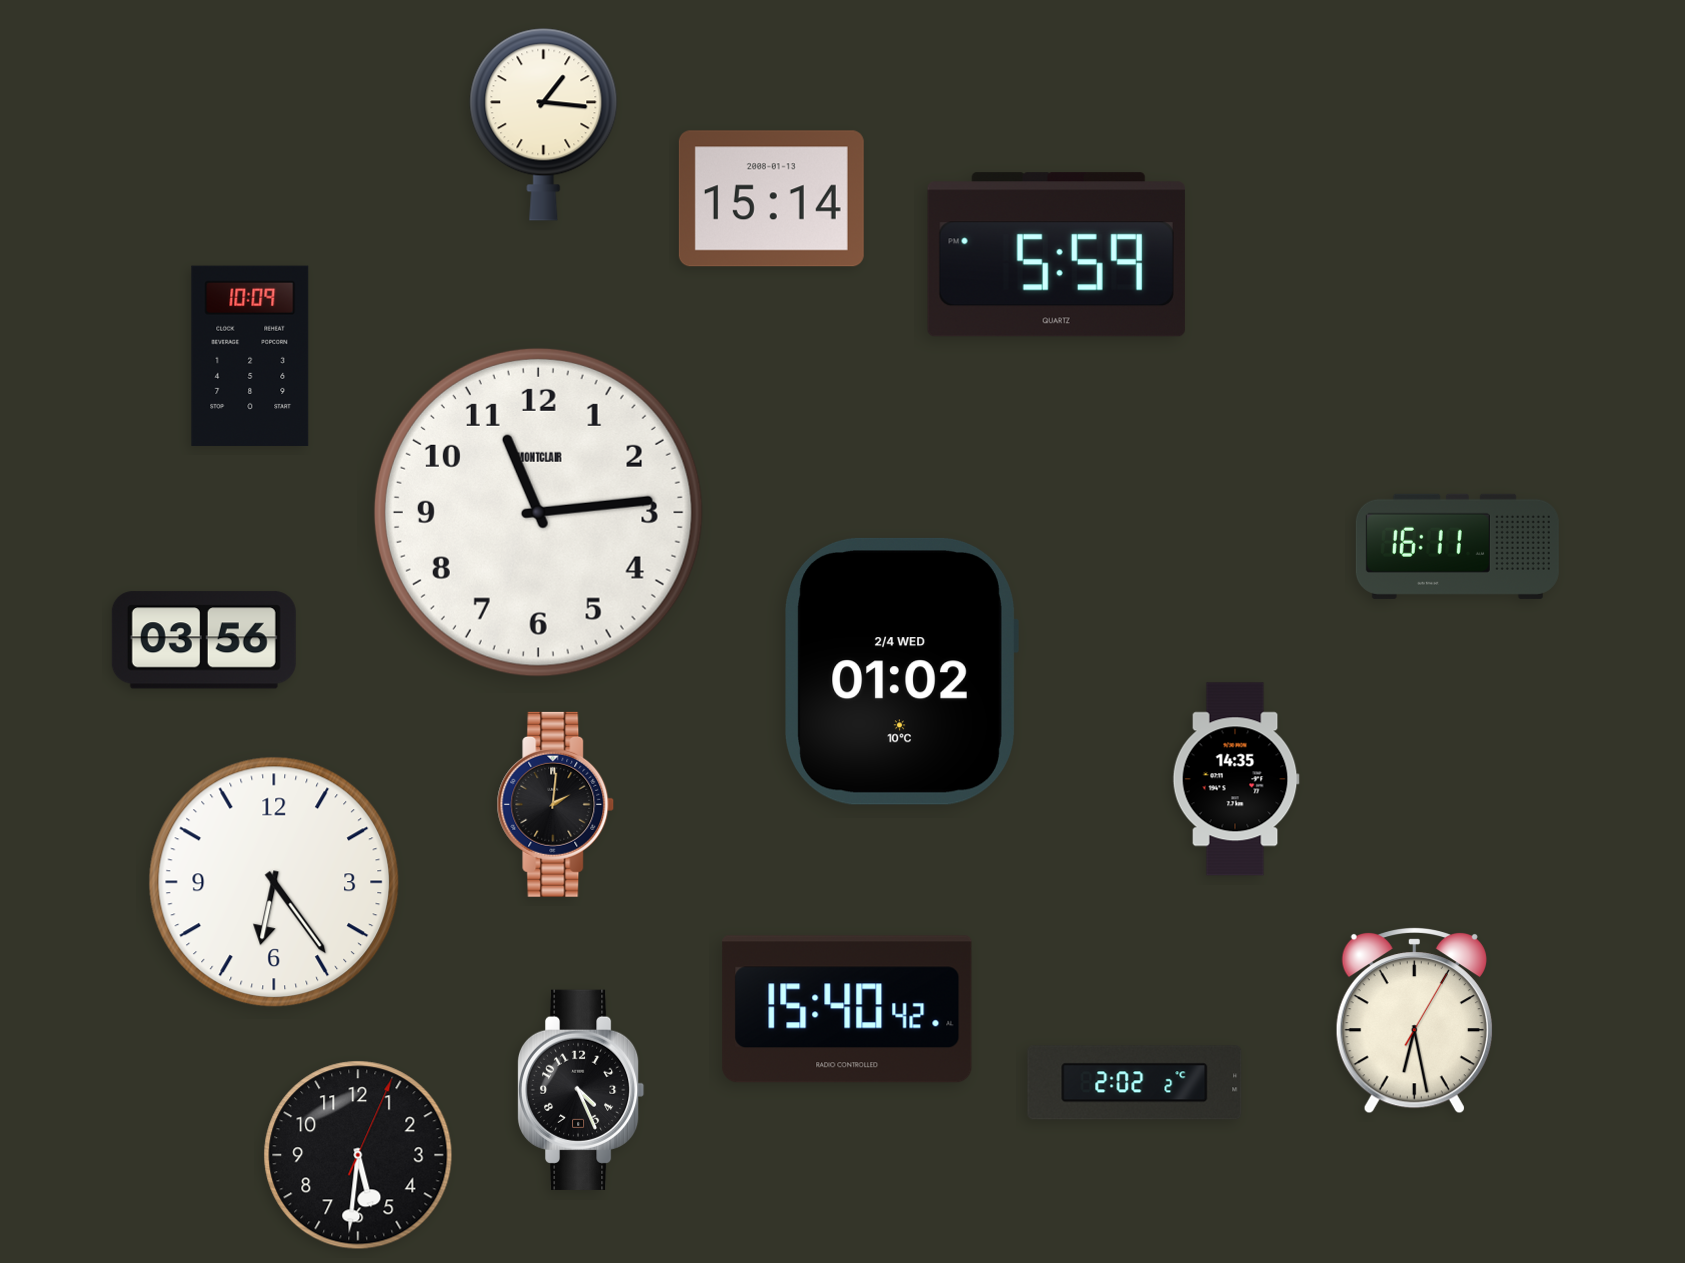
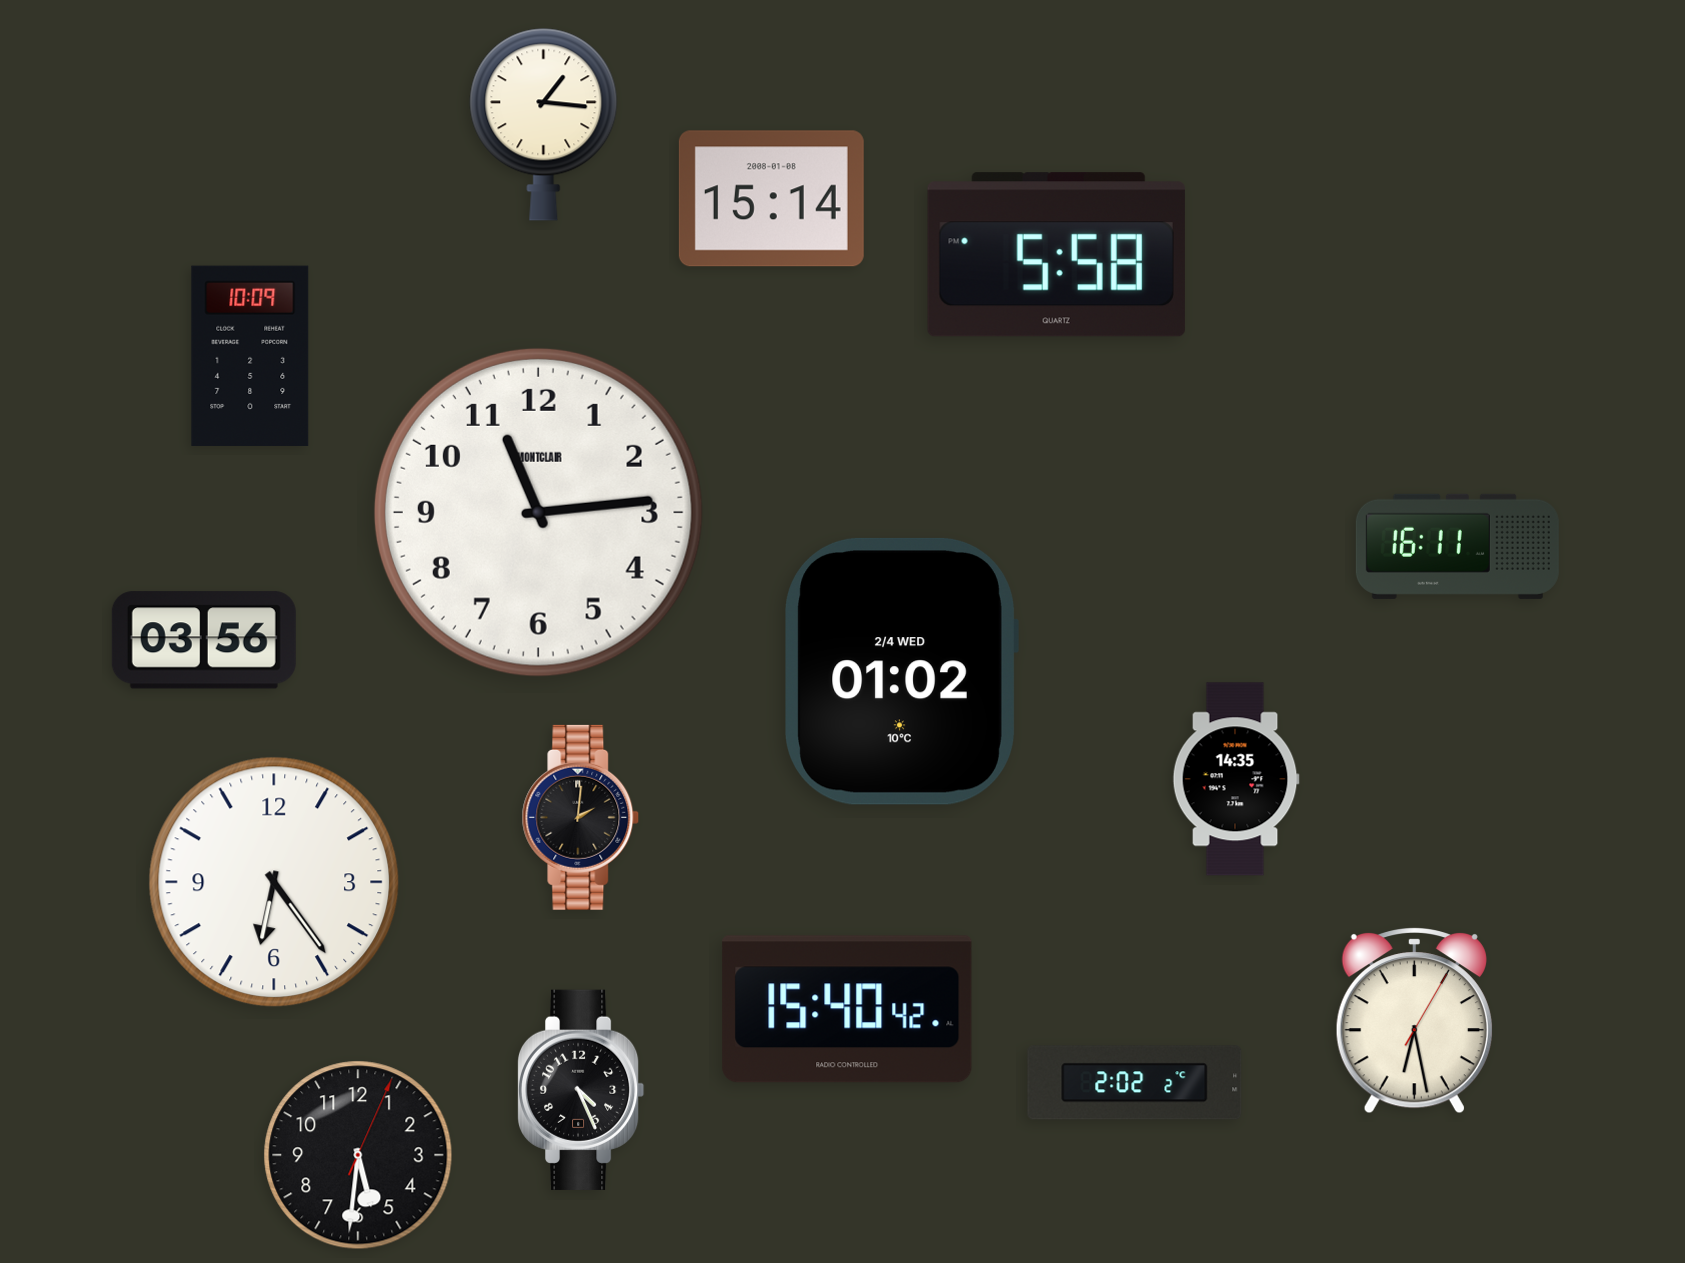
clock at (771, 199) date: 2008-01-13 -> 2008-01-08
clock at (1056, 255): 5:59 -> 5:58
clock at (556, 804) position: (556, 804) -> (581, 817)
